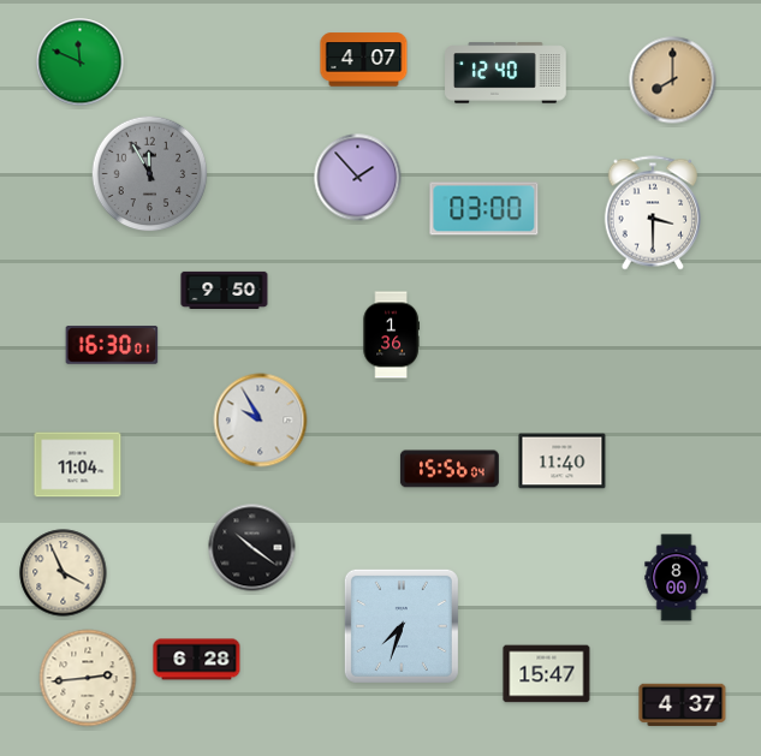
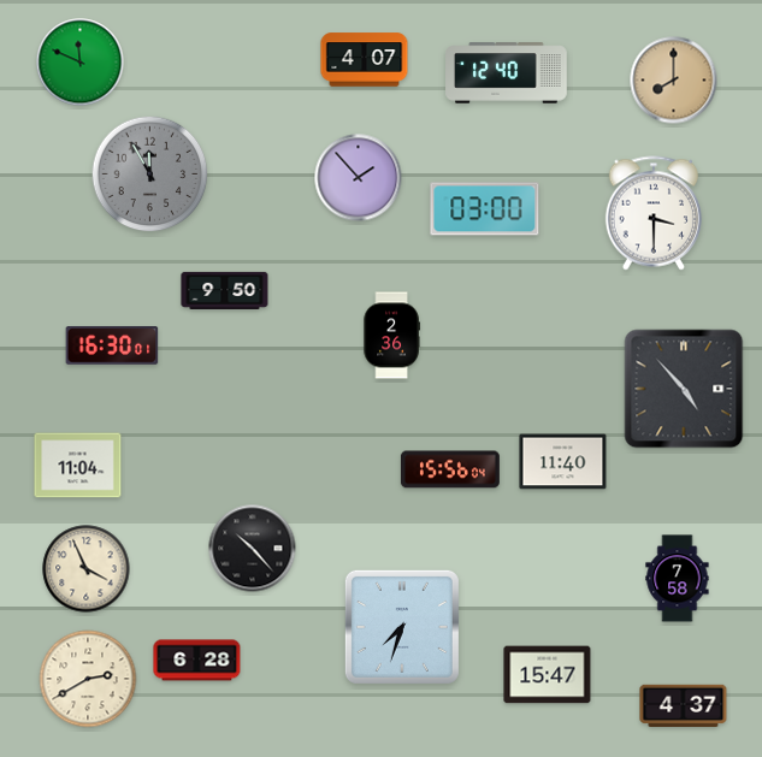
clock at (391, 335): 1:36 -> 2:36
clock at (684, 389): none -> 4:53
clock at (261, 421): 9:55 -> none
clock at (252, 548): 10:21 -> 10:23
clock at (64, 573) position: (64, 573) -> (87, 569)
clock at (677, 578): 8:00 -> 7:58
clock at (88, 678): 2:44 -> 2:40
